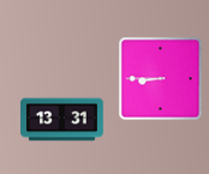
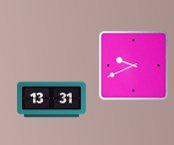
clock at (161, 79): 8:45 -> 9:41
